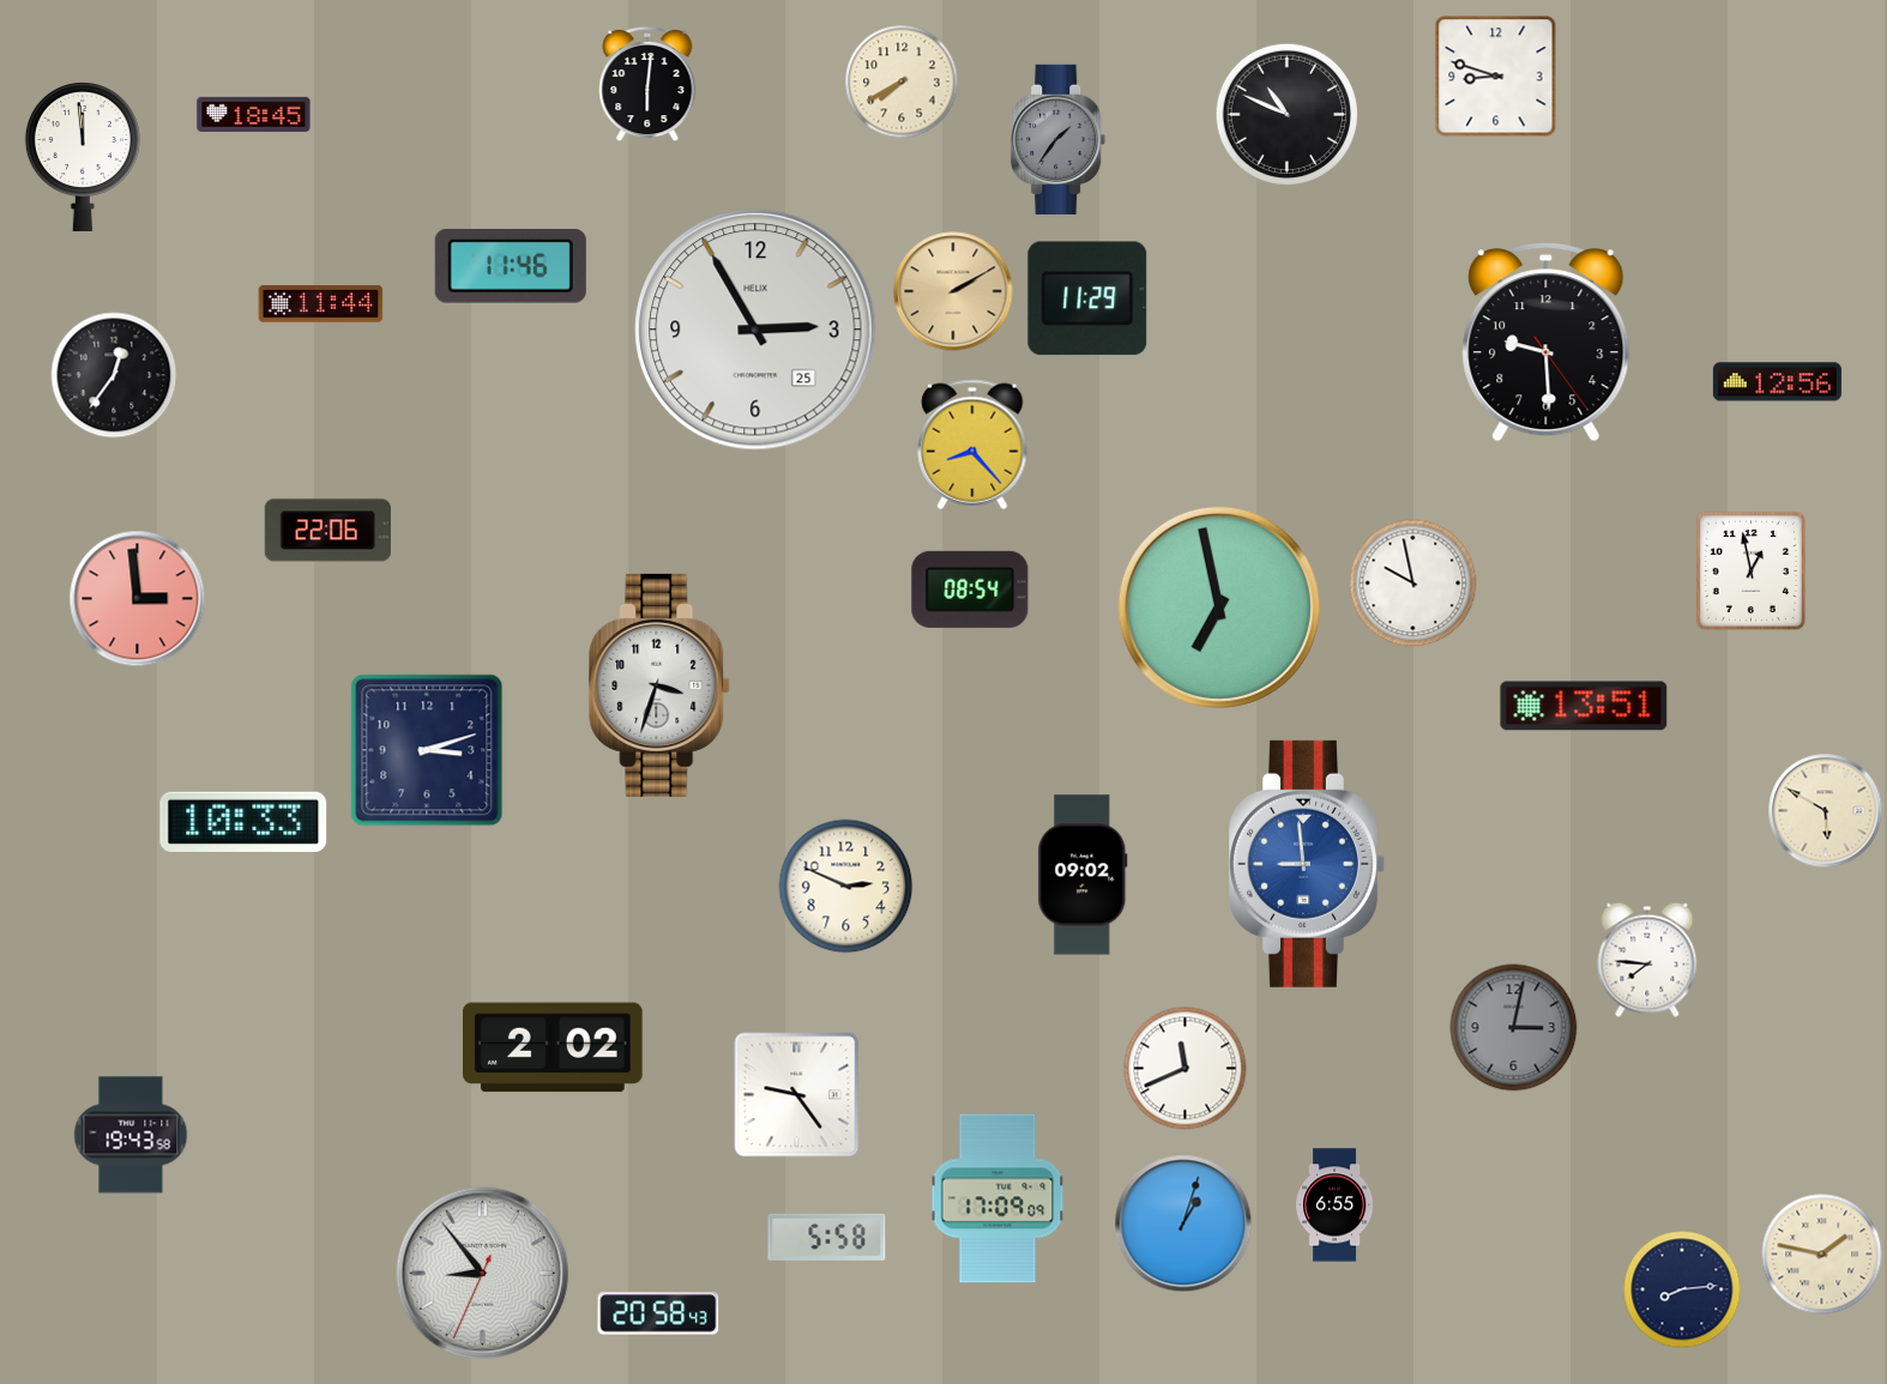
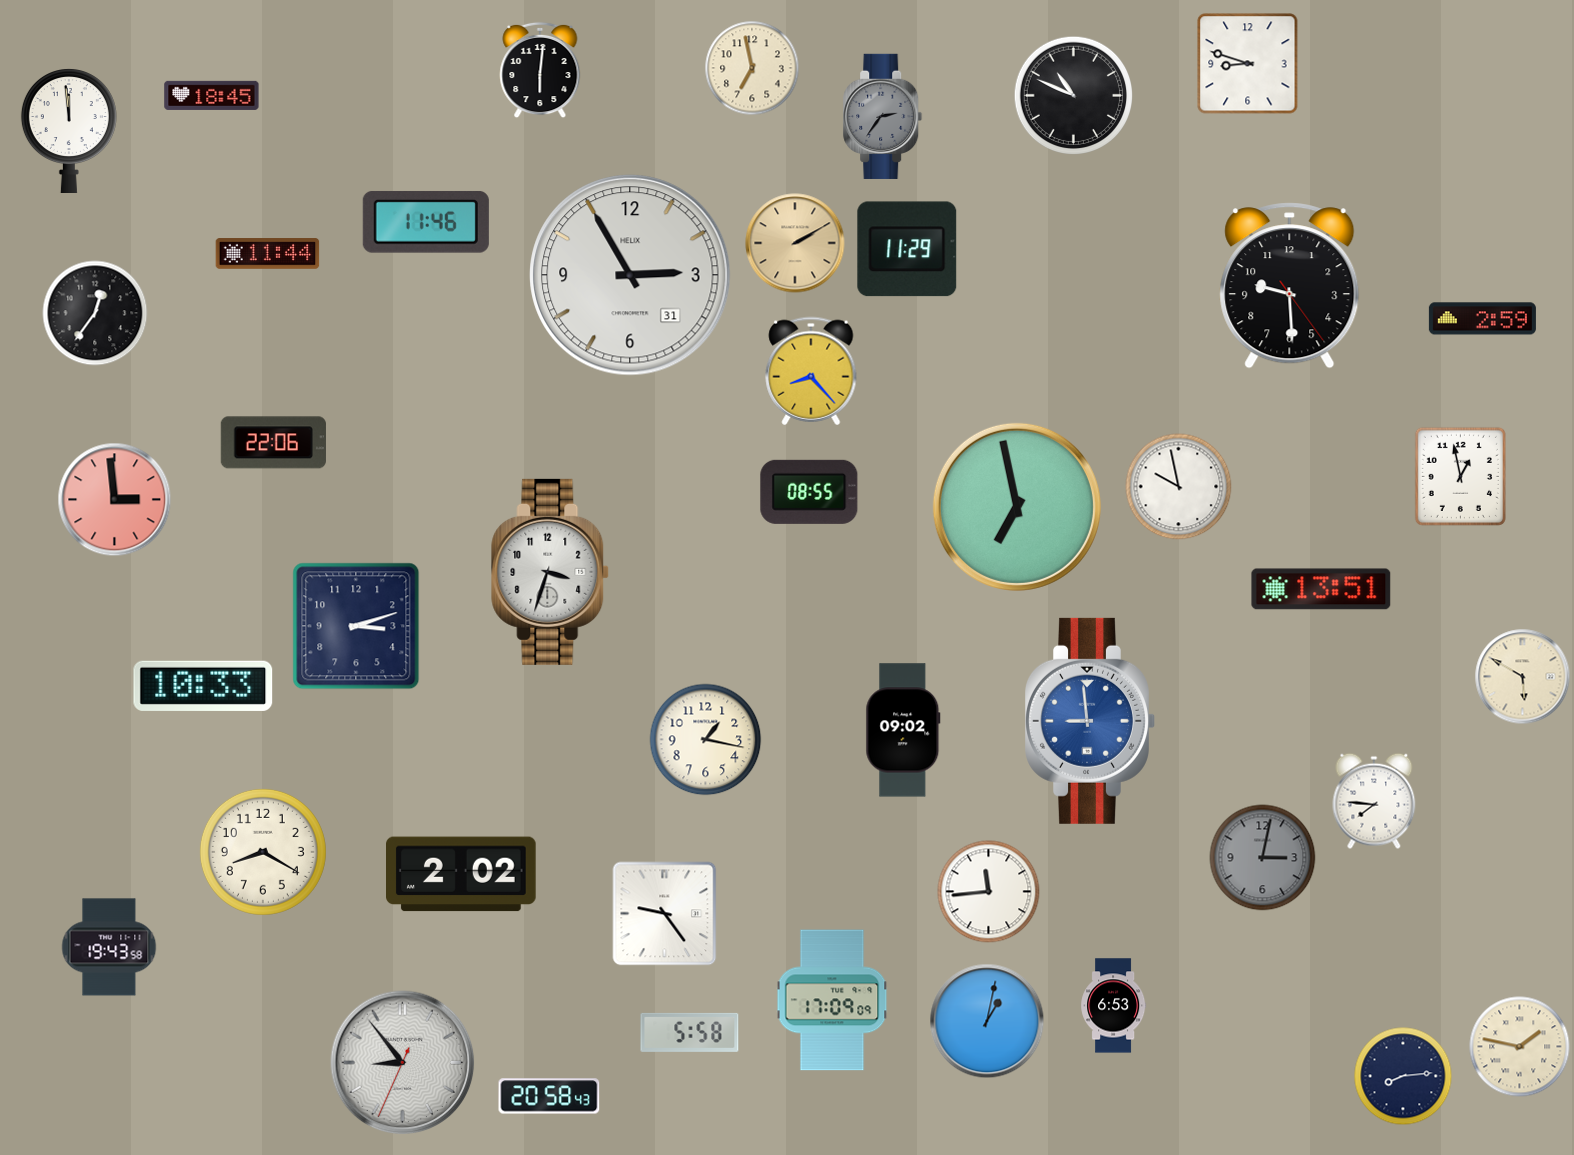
clock at (902, 81): 7:40 -> 6:58
clock at (1059, 139): 1:36 -> 2:36
clock at (755, 330) date: 25 -> 31
clock at (1777, 382): 12:56 -> 2:59
clock at (970, 590): 08:54 -> 08:55
clock at (846, 887): 2:49 -> 1:17
clock at (263, 852): none -> 8:20
clock at (1186, 1069): 11:41 -> 11:44
clock at (1336, 1205): 6:55 -> 6:53
clock at (1183, 1223): 1:03 -> 1:02
